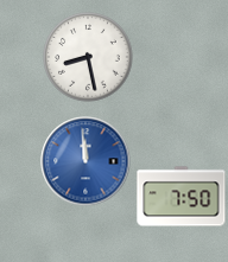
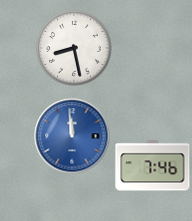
clock at (182, 197): 7:50 -> 7:46
